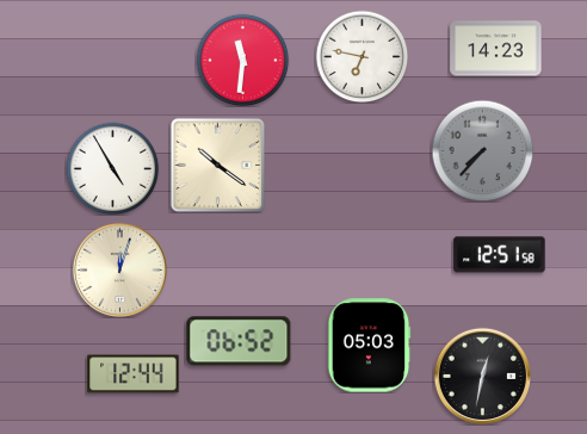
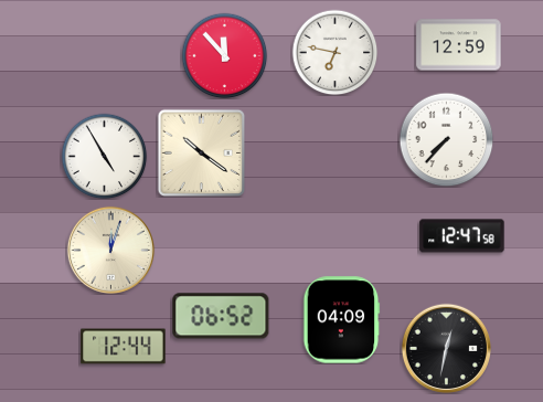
clock at (496, 49): 14:23 -> 12:59
clock at (242, 60): 11:31 -> 11:53
clock at (482, 150) dial: grey -> white
clock at (500, 255): 12:51 -> 12:47
clock at (370, 346): 05:03 -> 04:09
